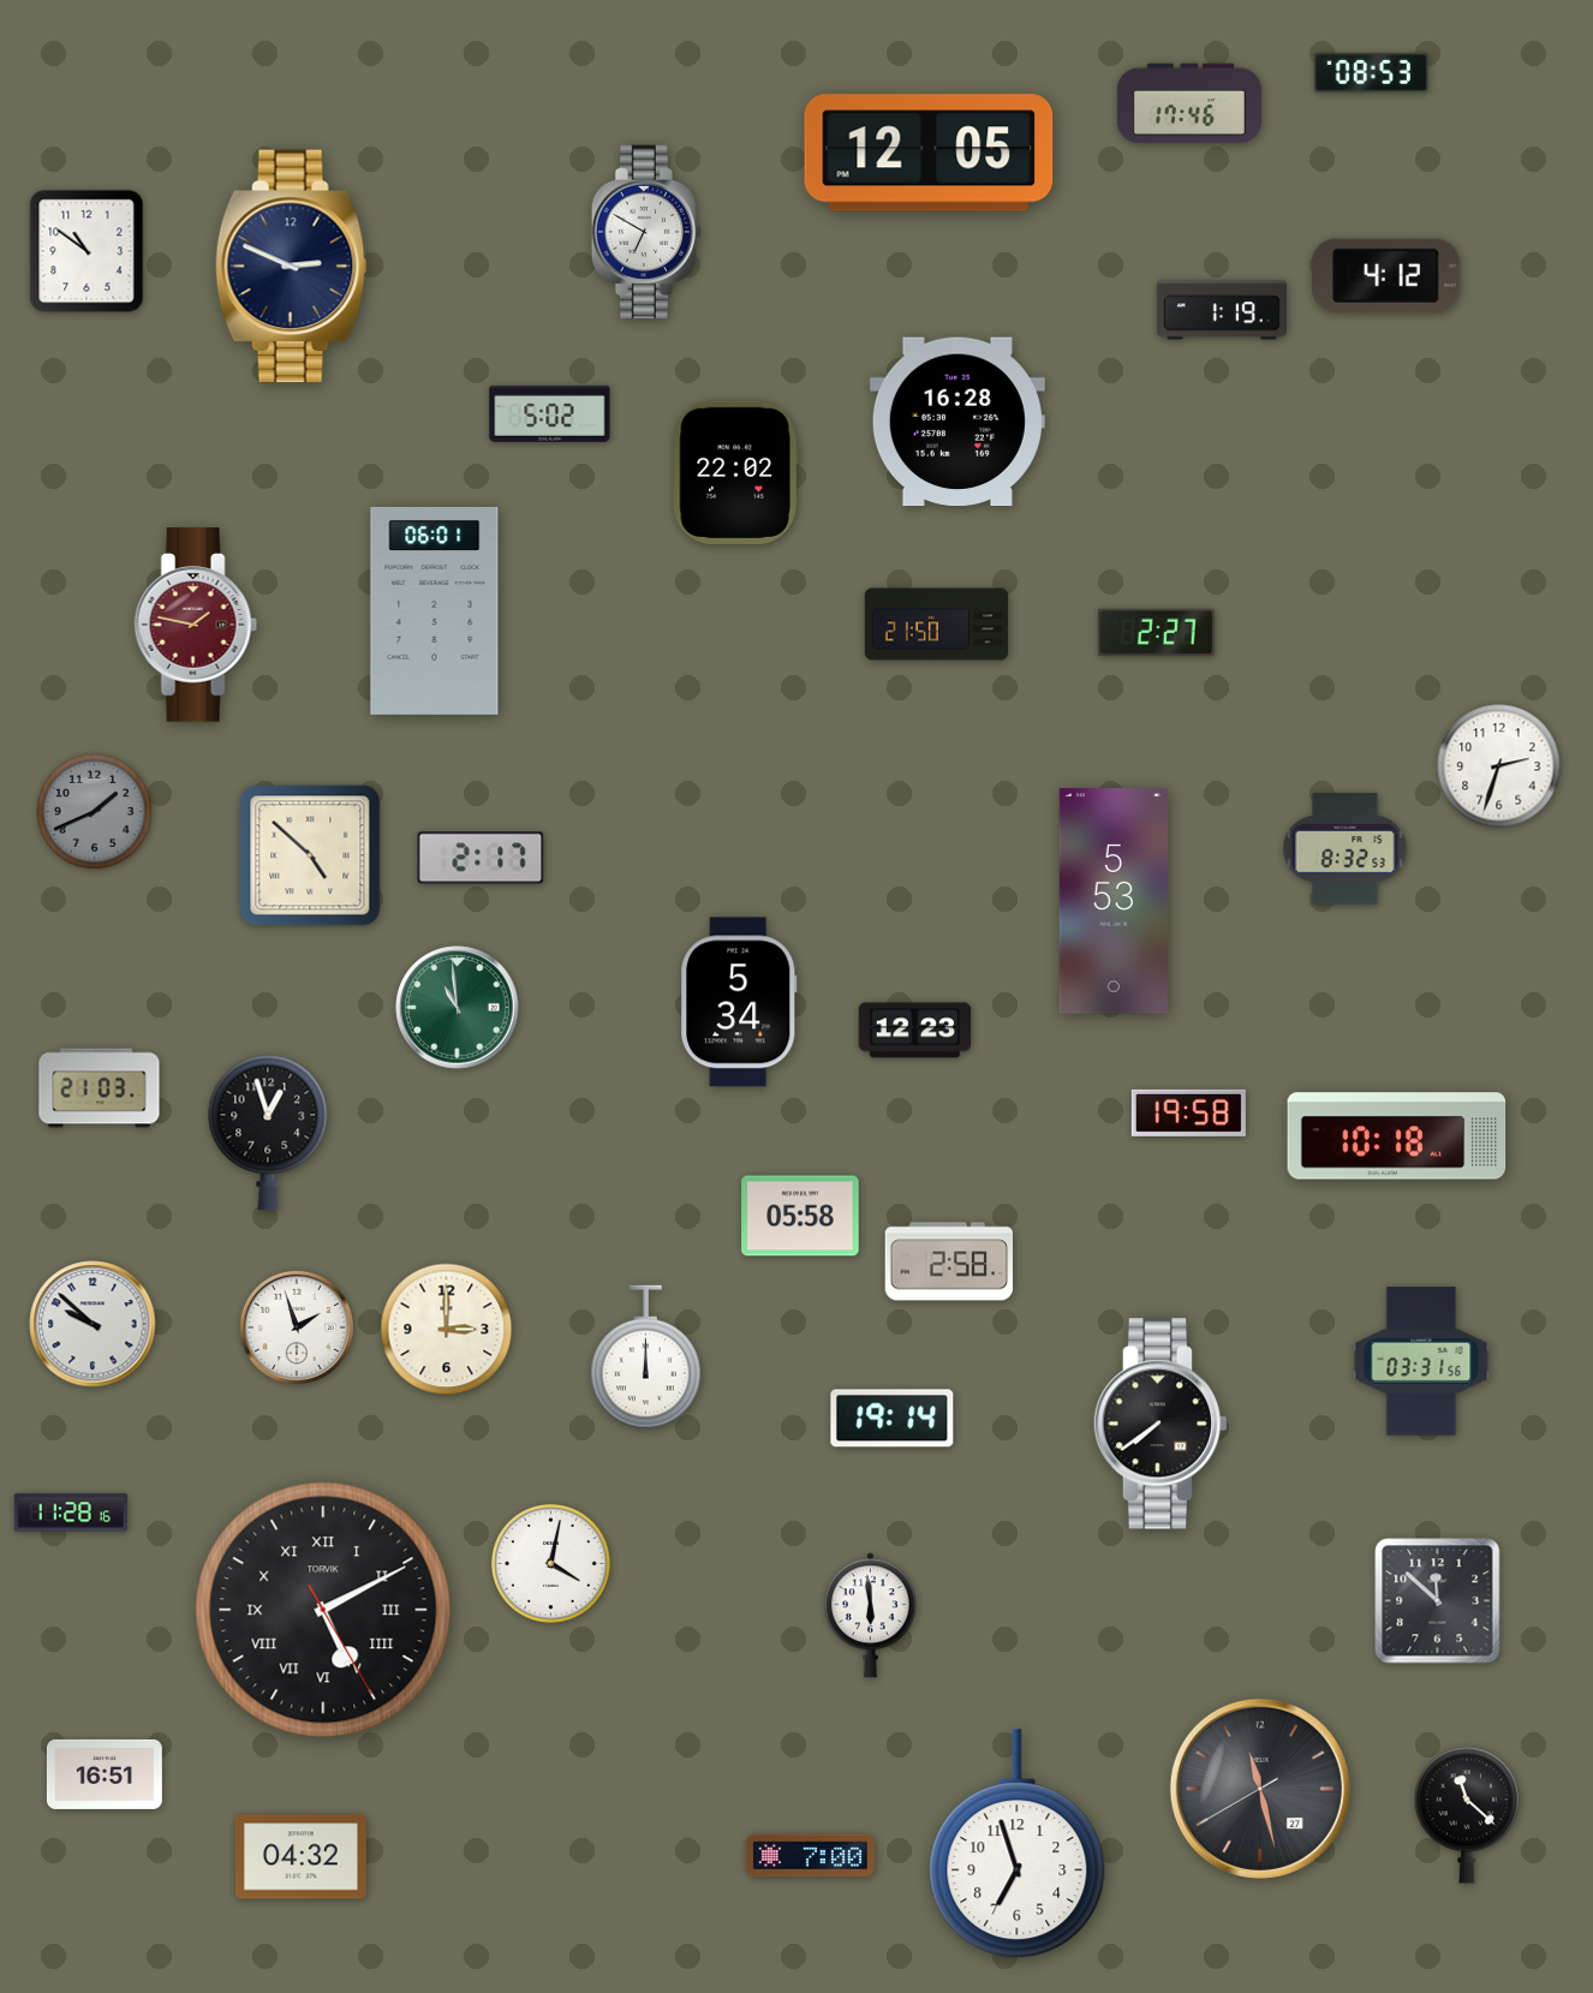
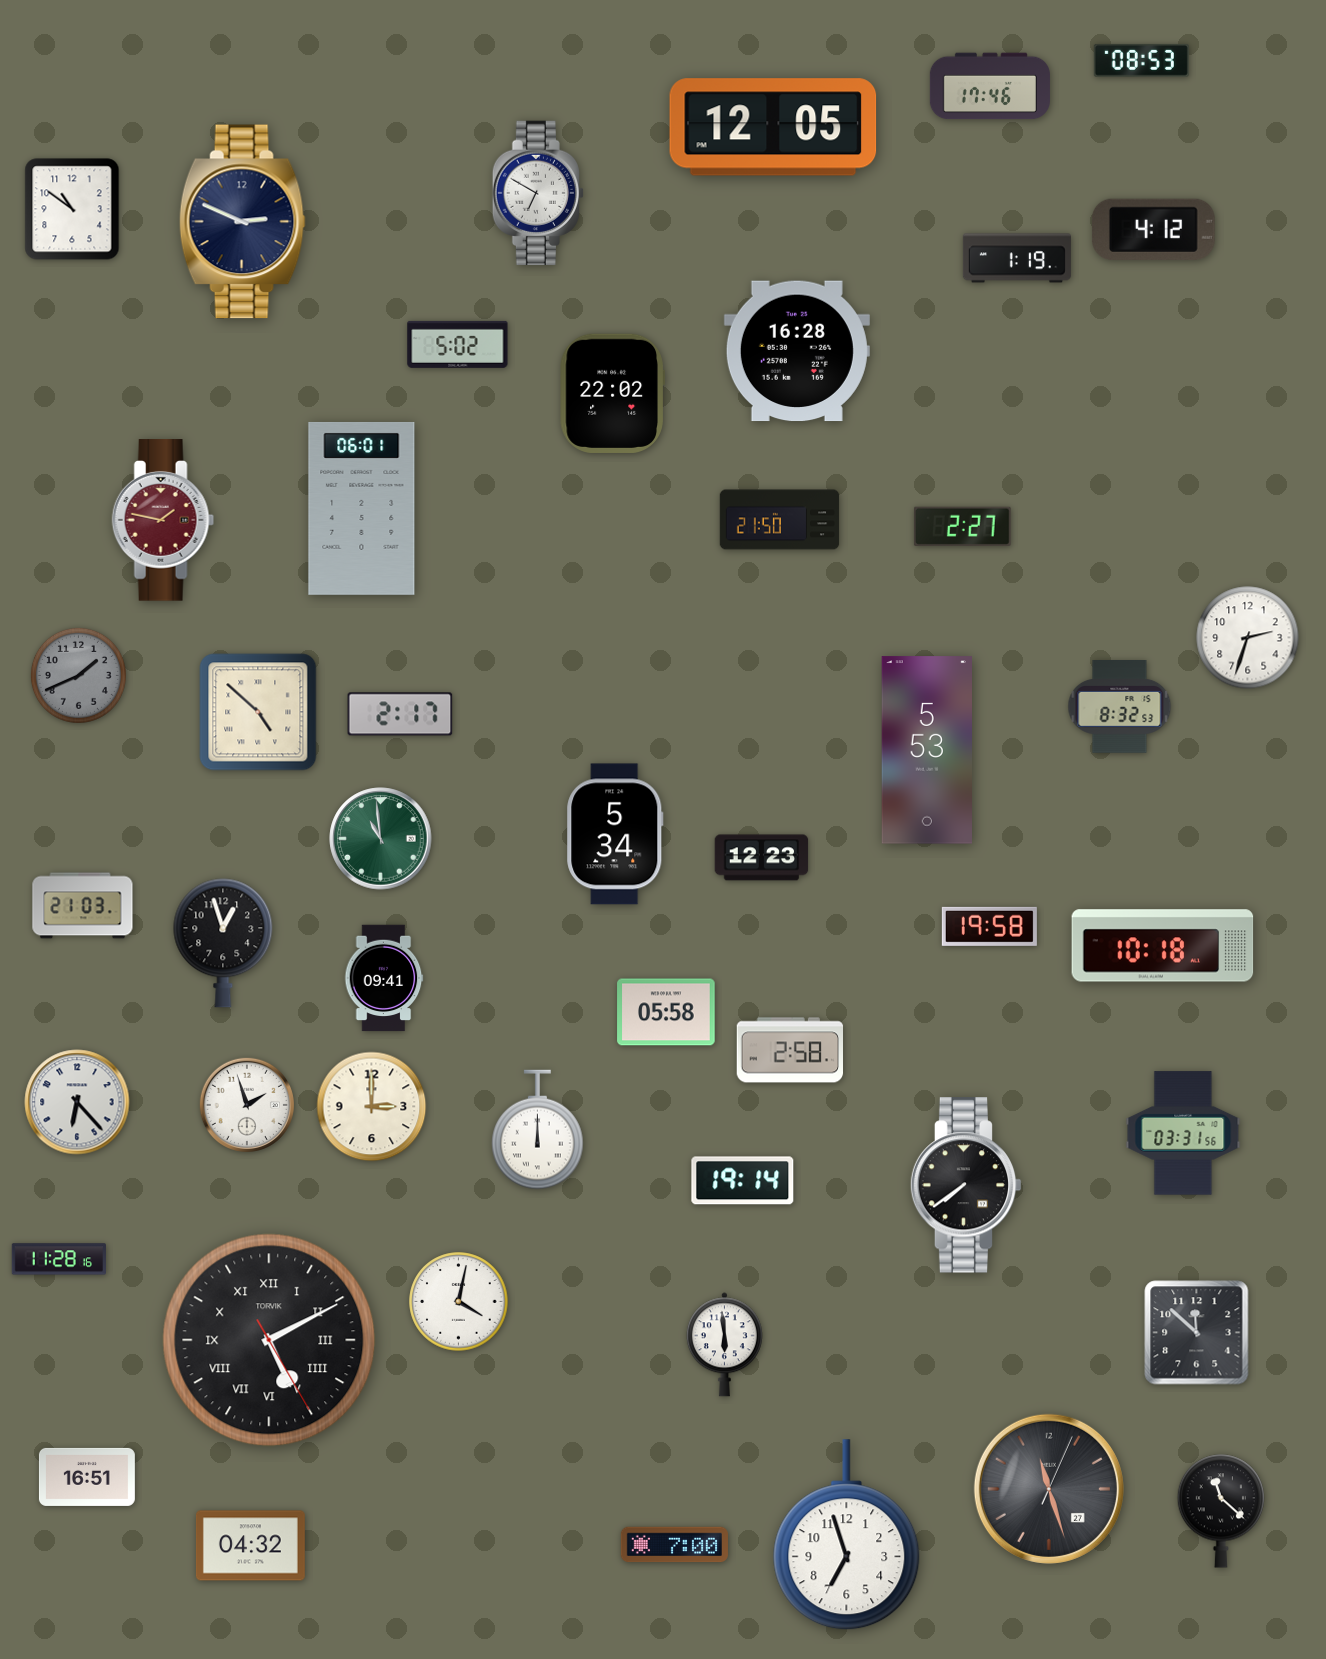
clock at (384, 978): none -> 09:41
clock at (93, 1324): 9:52 -> 6:23
clock at (1260, 1789): 11:27:40 -> 11:27:04
